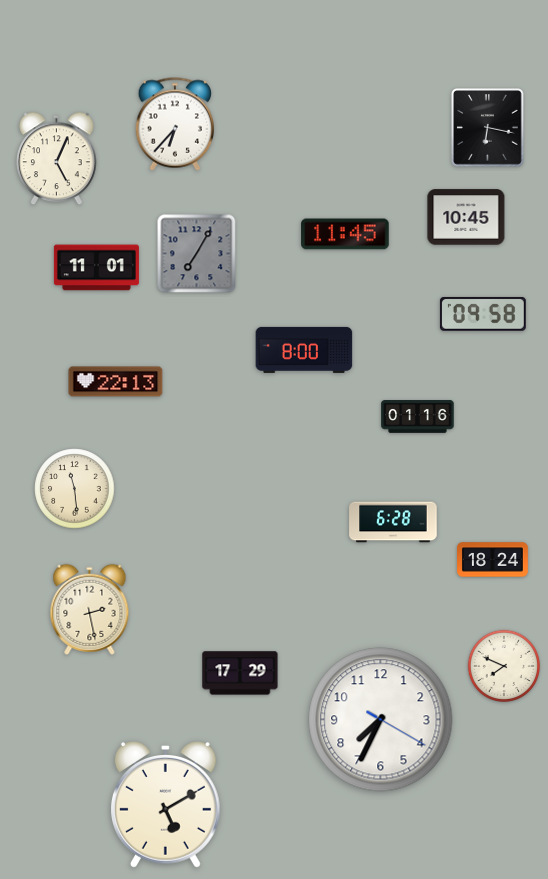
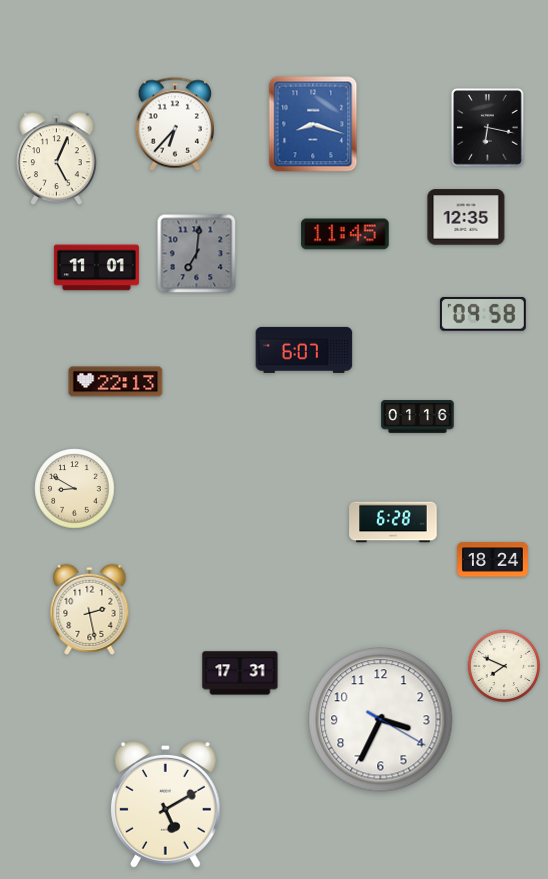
clock at (313, 124): none -> 8:18
clock at (466, 217): 10:45 -> 12:35
clock at (197, 254): 7:05 -> 7:01
clock at (304, 350): 8:00 -> 6:07
clock at (75, 489): 11:29 -> 8:50
clock at (240, 673): 17:29 -> 17:31
clock at (381, 720): 7:34 -> 3:34
